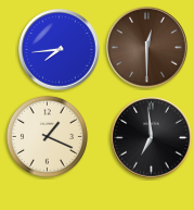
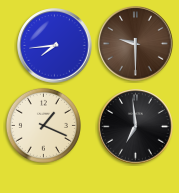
clock at (147, 48): 12:30 -> 9:30
clock at (152, 138) position: (152, 138) -> (136, 127)
